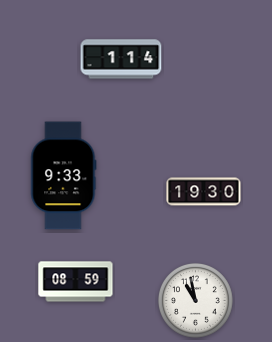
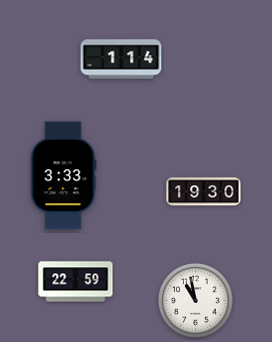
clock at (64, 176): 9:33 -> 3:33
clock at (76, 282): 08:59 -> 22:59
